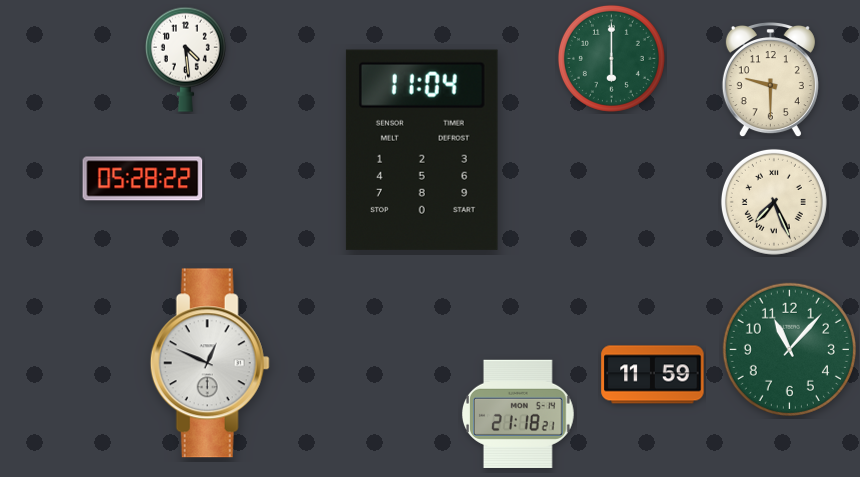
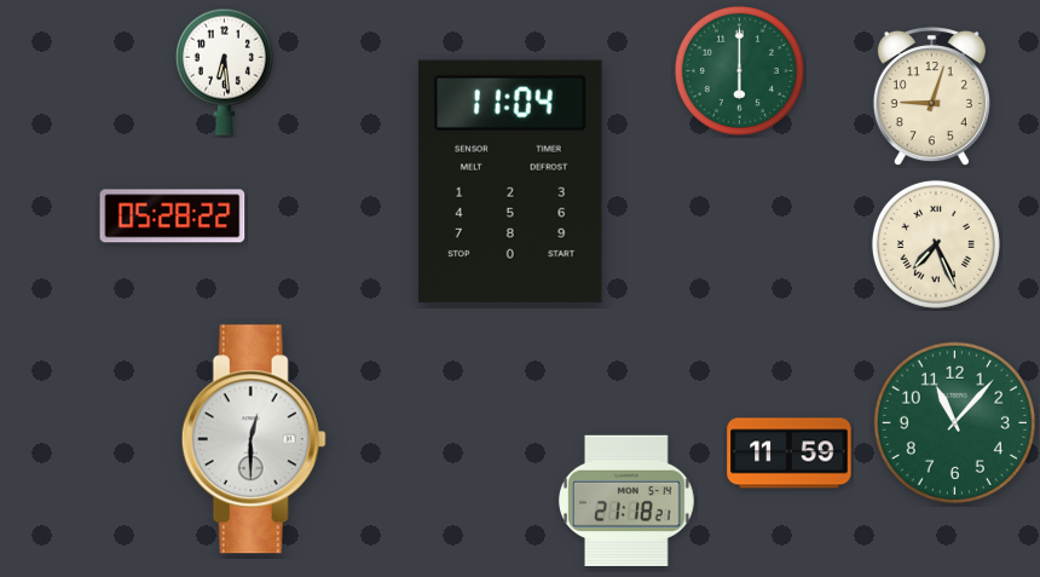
clock at (185, 59): 4:29 -> 6:29
clock at (770, 81): 9:30 -> 9:03
clock at (210, 363): 12:49 -> 12:30
